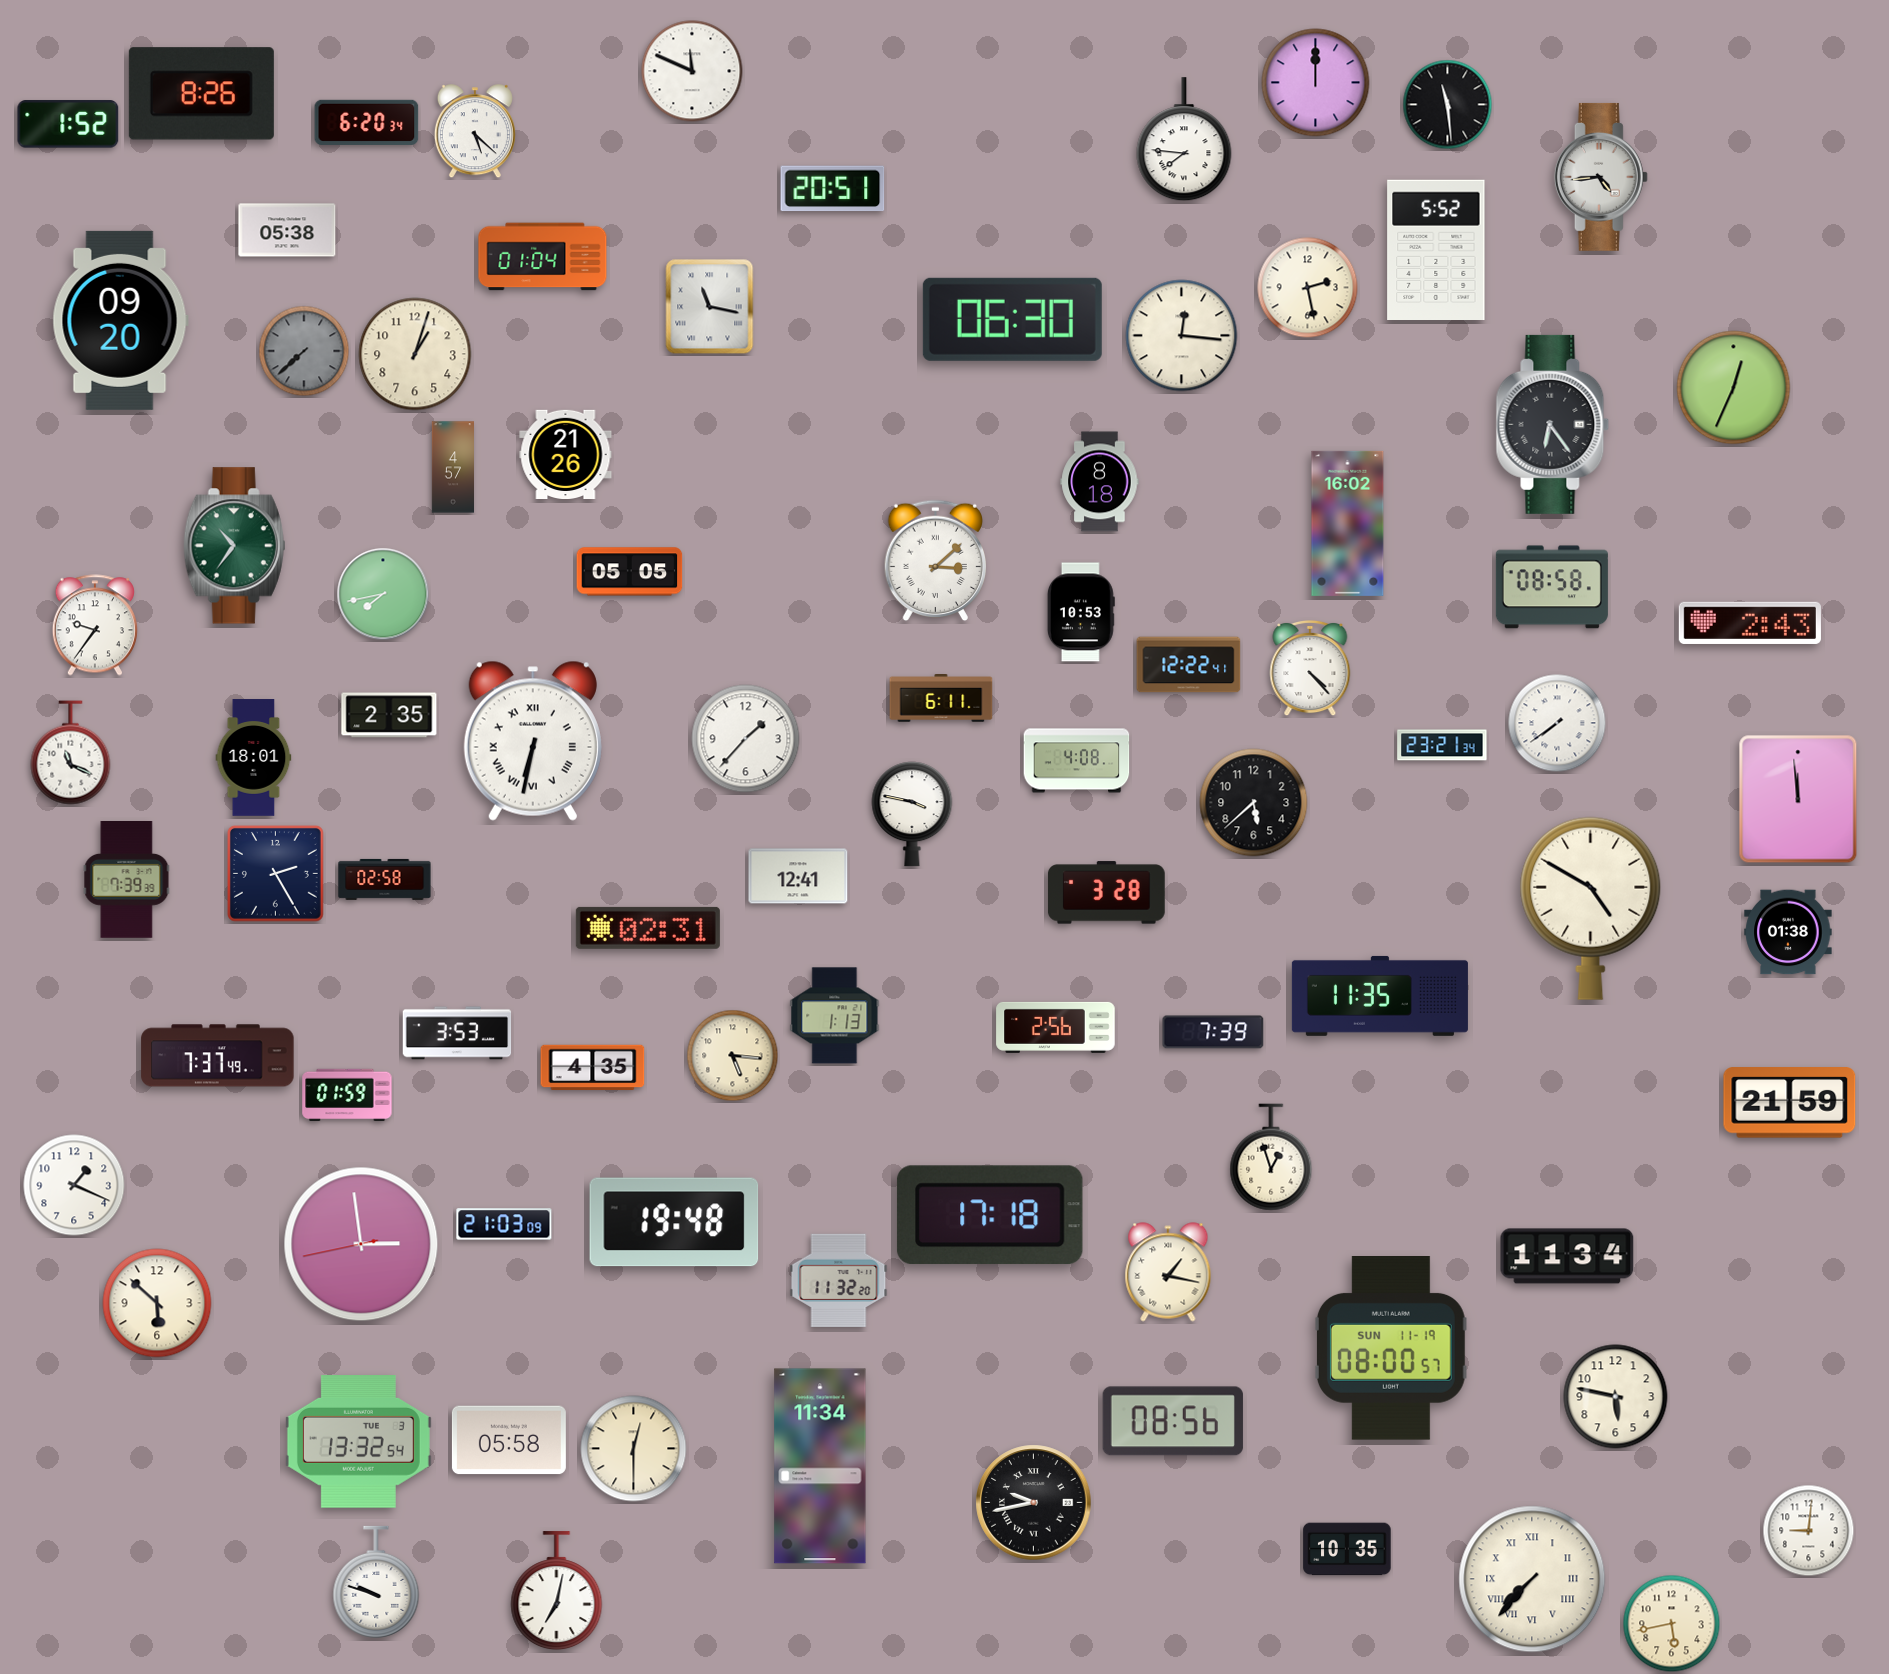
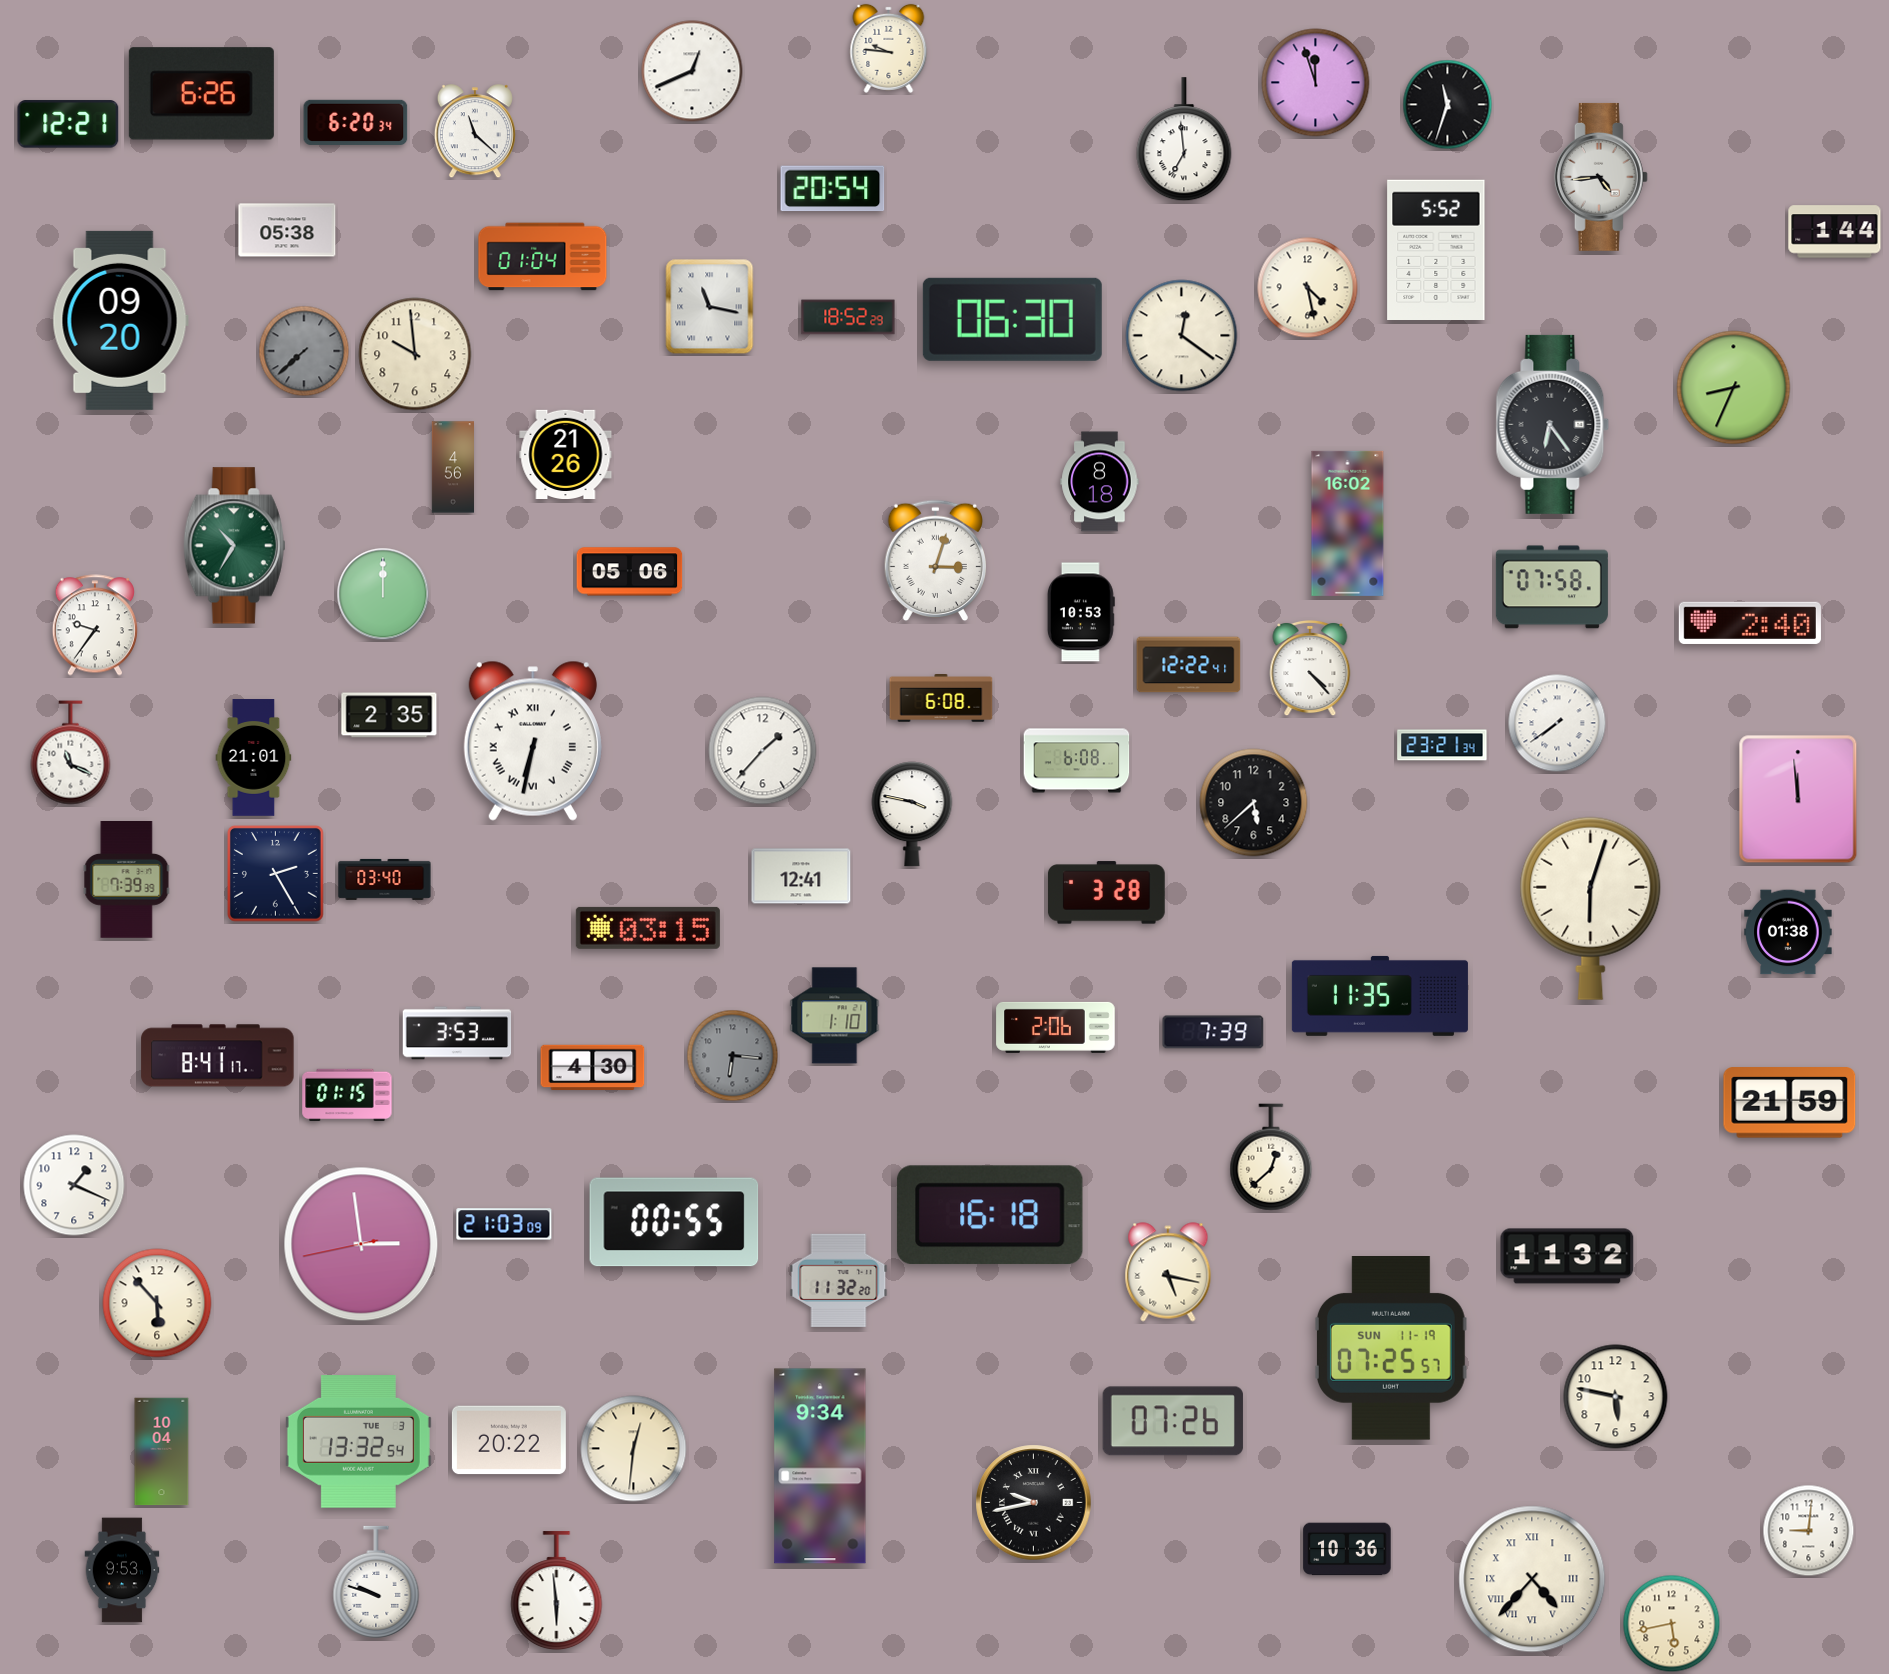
clock at (889, 48): none -> 9:46
clock at (692, 71): 11:49 -> 12:41
clock at (1316, 83): 12:00 -> 11:57
clock at (201, 94): 8:26 -> 6:26
clock at (1448, 105): 11:29 -> 11:33
clock at (367, 122) position: (367, 122) -> (356, 122)
clock at (68, 124): 1:52 -> 12:21
clock at (475, 132): 5:22 -> 11:22
clock at (1184, 140): 7:46 -> 6:59
clock at (833, 189): 20:51 -> 20:54
clock at (1835, 232): none -> 1:44
clock at (1308, 288): 2:28 -> 4:28
clock at (848, 317): none -> 18:52
clock at (1182, 336): 12:16 -> 12:21
clock at (415, 354): 1:03 -> 9:59
clock at (1734, 388): 12:34 -> 8:34
clock at (452, 467): 4:57 -> 4:56
clock at (235, 546): 10:36 -> 10:35
clock at (936, 561): 3:08 -> 3:03
clock at (630, 572): 05:05 -> 05:06
clock at (1552, 587): 08:58 -> 07:58
clock at (383, 594): 7:43 -> 12:00
clock at (1750, 623): 2:43 -> 2:40
clock at (941, 699): 6:11 -> 6:08
clock at (746, 739) position: (746, 739) -> (763, 751)
clock at (254, 758): 18:01 -> 21:01
clock at (1077, 761): 4:08 -> 6:08
clock at (798, 876) position: (798, 876) -> (801, 876)
clock at (385, 879): 02:58 -> 03:40
clock at (1591, 908): 4:50 -> 6:03
clock at (648, 928): 02:31 -> 03:15
clock at (835, 1016): 1:13 -> 1:10
clock at (1056, 1027): 2:56 -> 2:06
clock at (218, 1056): 7:37 -> 8:41
clock at (733, 1056): 5:16 -> 6:16
clock at (733, 1056) dial: cream -> grey
clock at (593, 1068): 4:35 -> 4:30
clock at (347, 1095): 01:59 -> 01:15
clock at (1271, 1157): 12:57 -> 12:38
clock at (990, 1215): 17:18 -> 16:18
clock at (674, 1222): 19:48 -> 00:55
clock at (1567, 1256): 11:34 -> 11:32
clock at (1168, 1272): 1:17 -> 5:17
clock at (157, 1303): 5:52 -> 5:53
clock at (1391, 1349): 08:00 -> 07:25
clock at (1173, 1421): 08:56 -> 07:26
clock at (509, 1440): 05:58 -> 20:22
clock at (634, 1449): 12:30 -> 12:31
clock at (162, 1452): none -> 10:04
clock at (820, 1466): 11:34 -> 9:34
clock at (1347, 1549): 10:35 -> 10:36
clock at (122, 1570): none -> 9:53
clock at (1532, 1579): 7:37 -> 4:37
clock at (557, 1591): 7:02 -> 5:59
